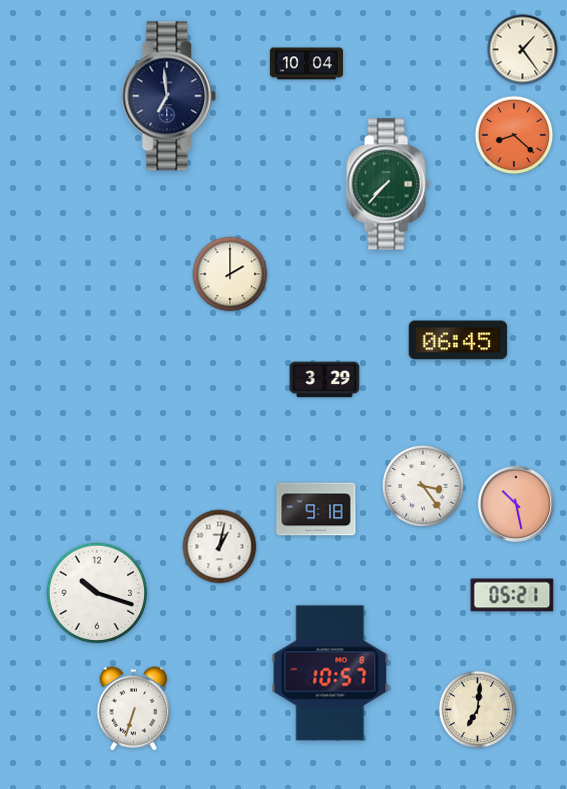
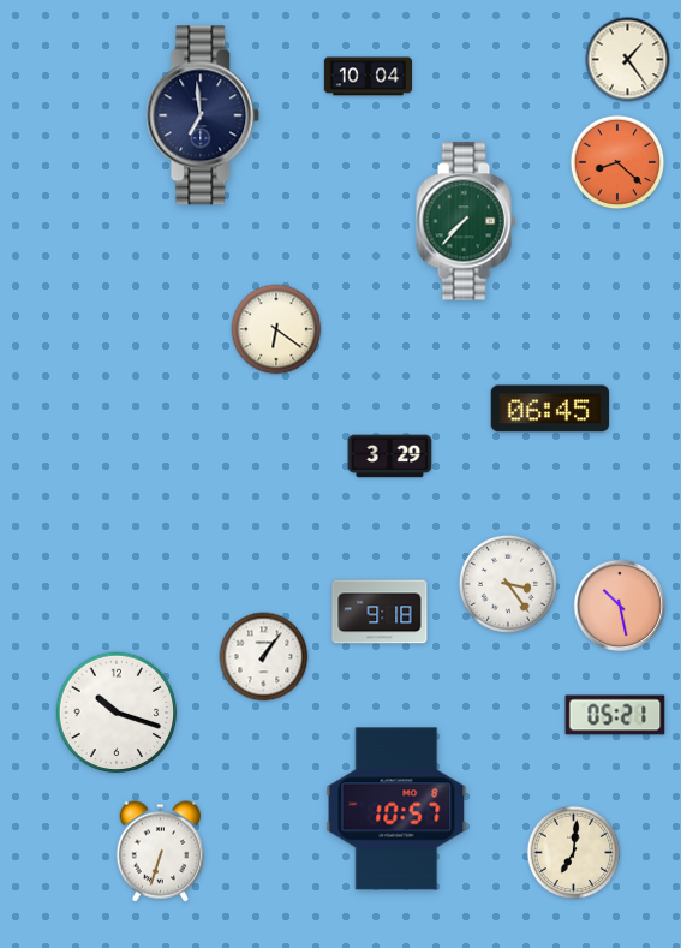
clock at (230, 274): 2:00 -> 6:21
clock at (220, 547): 1:02 -> 1:06
